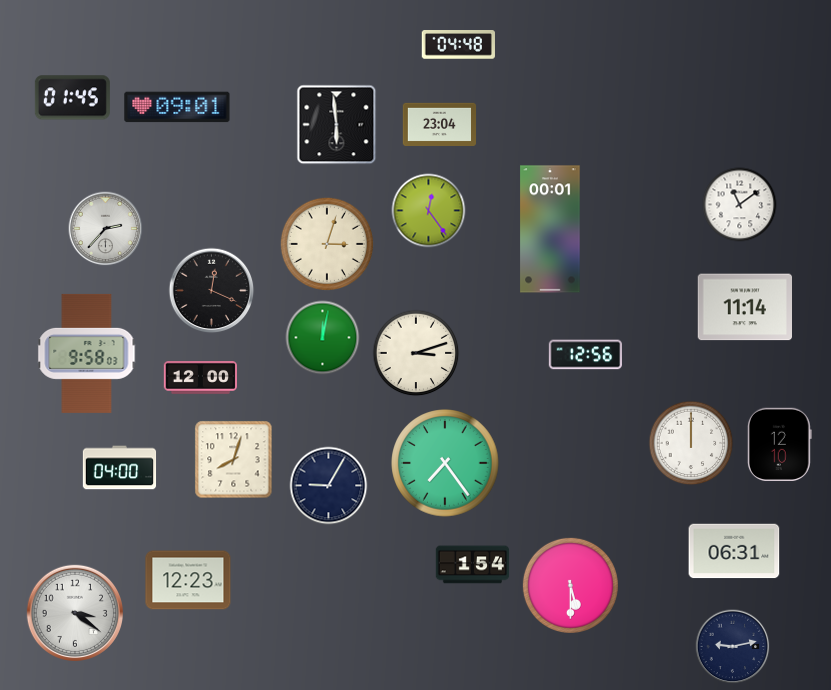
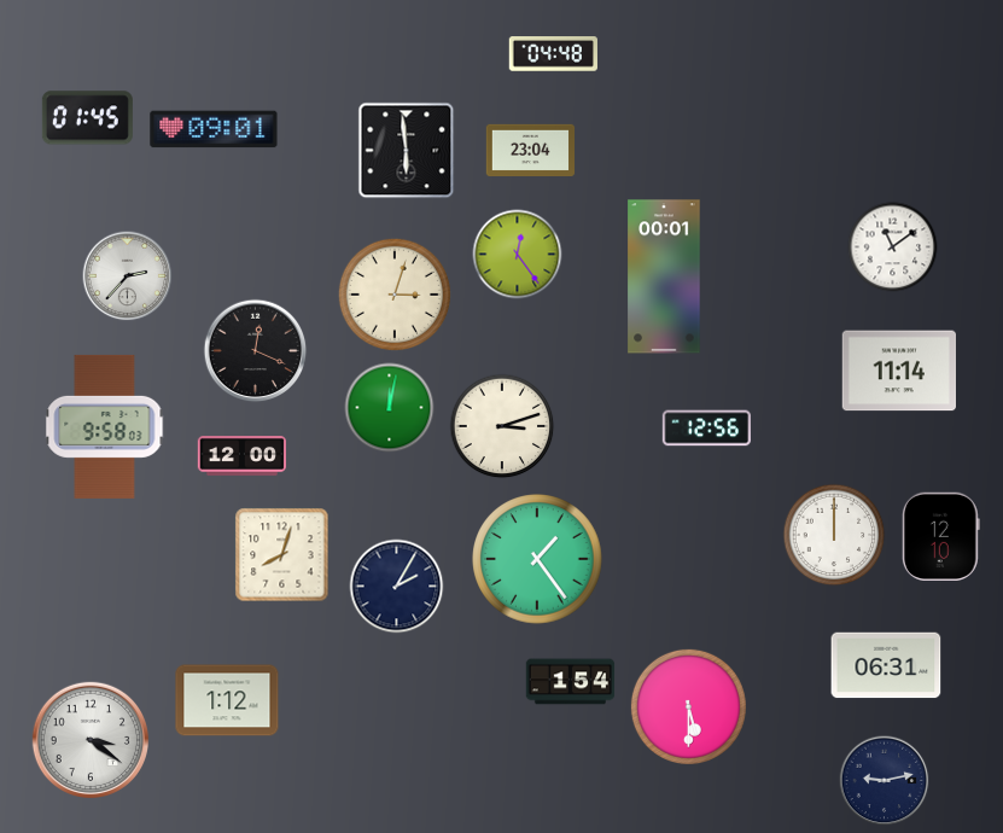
clock at (445, 463): 7:24 -> 1:24
clock at (120, 468): 04:00 -> none
clock at (329, 486): 9:05 -> 2:05
clock at (188, 580): 12:23 -> 1:12
